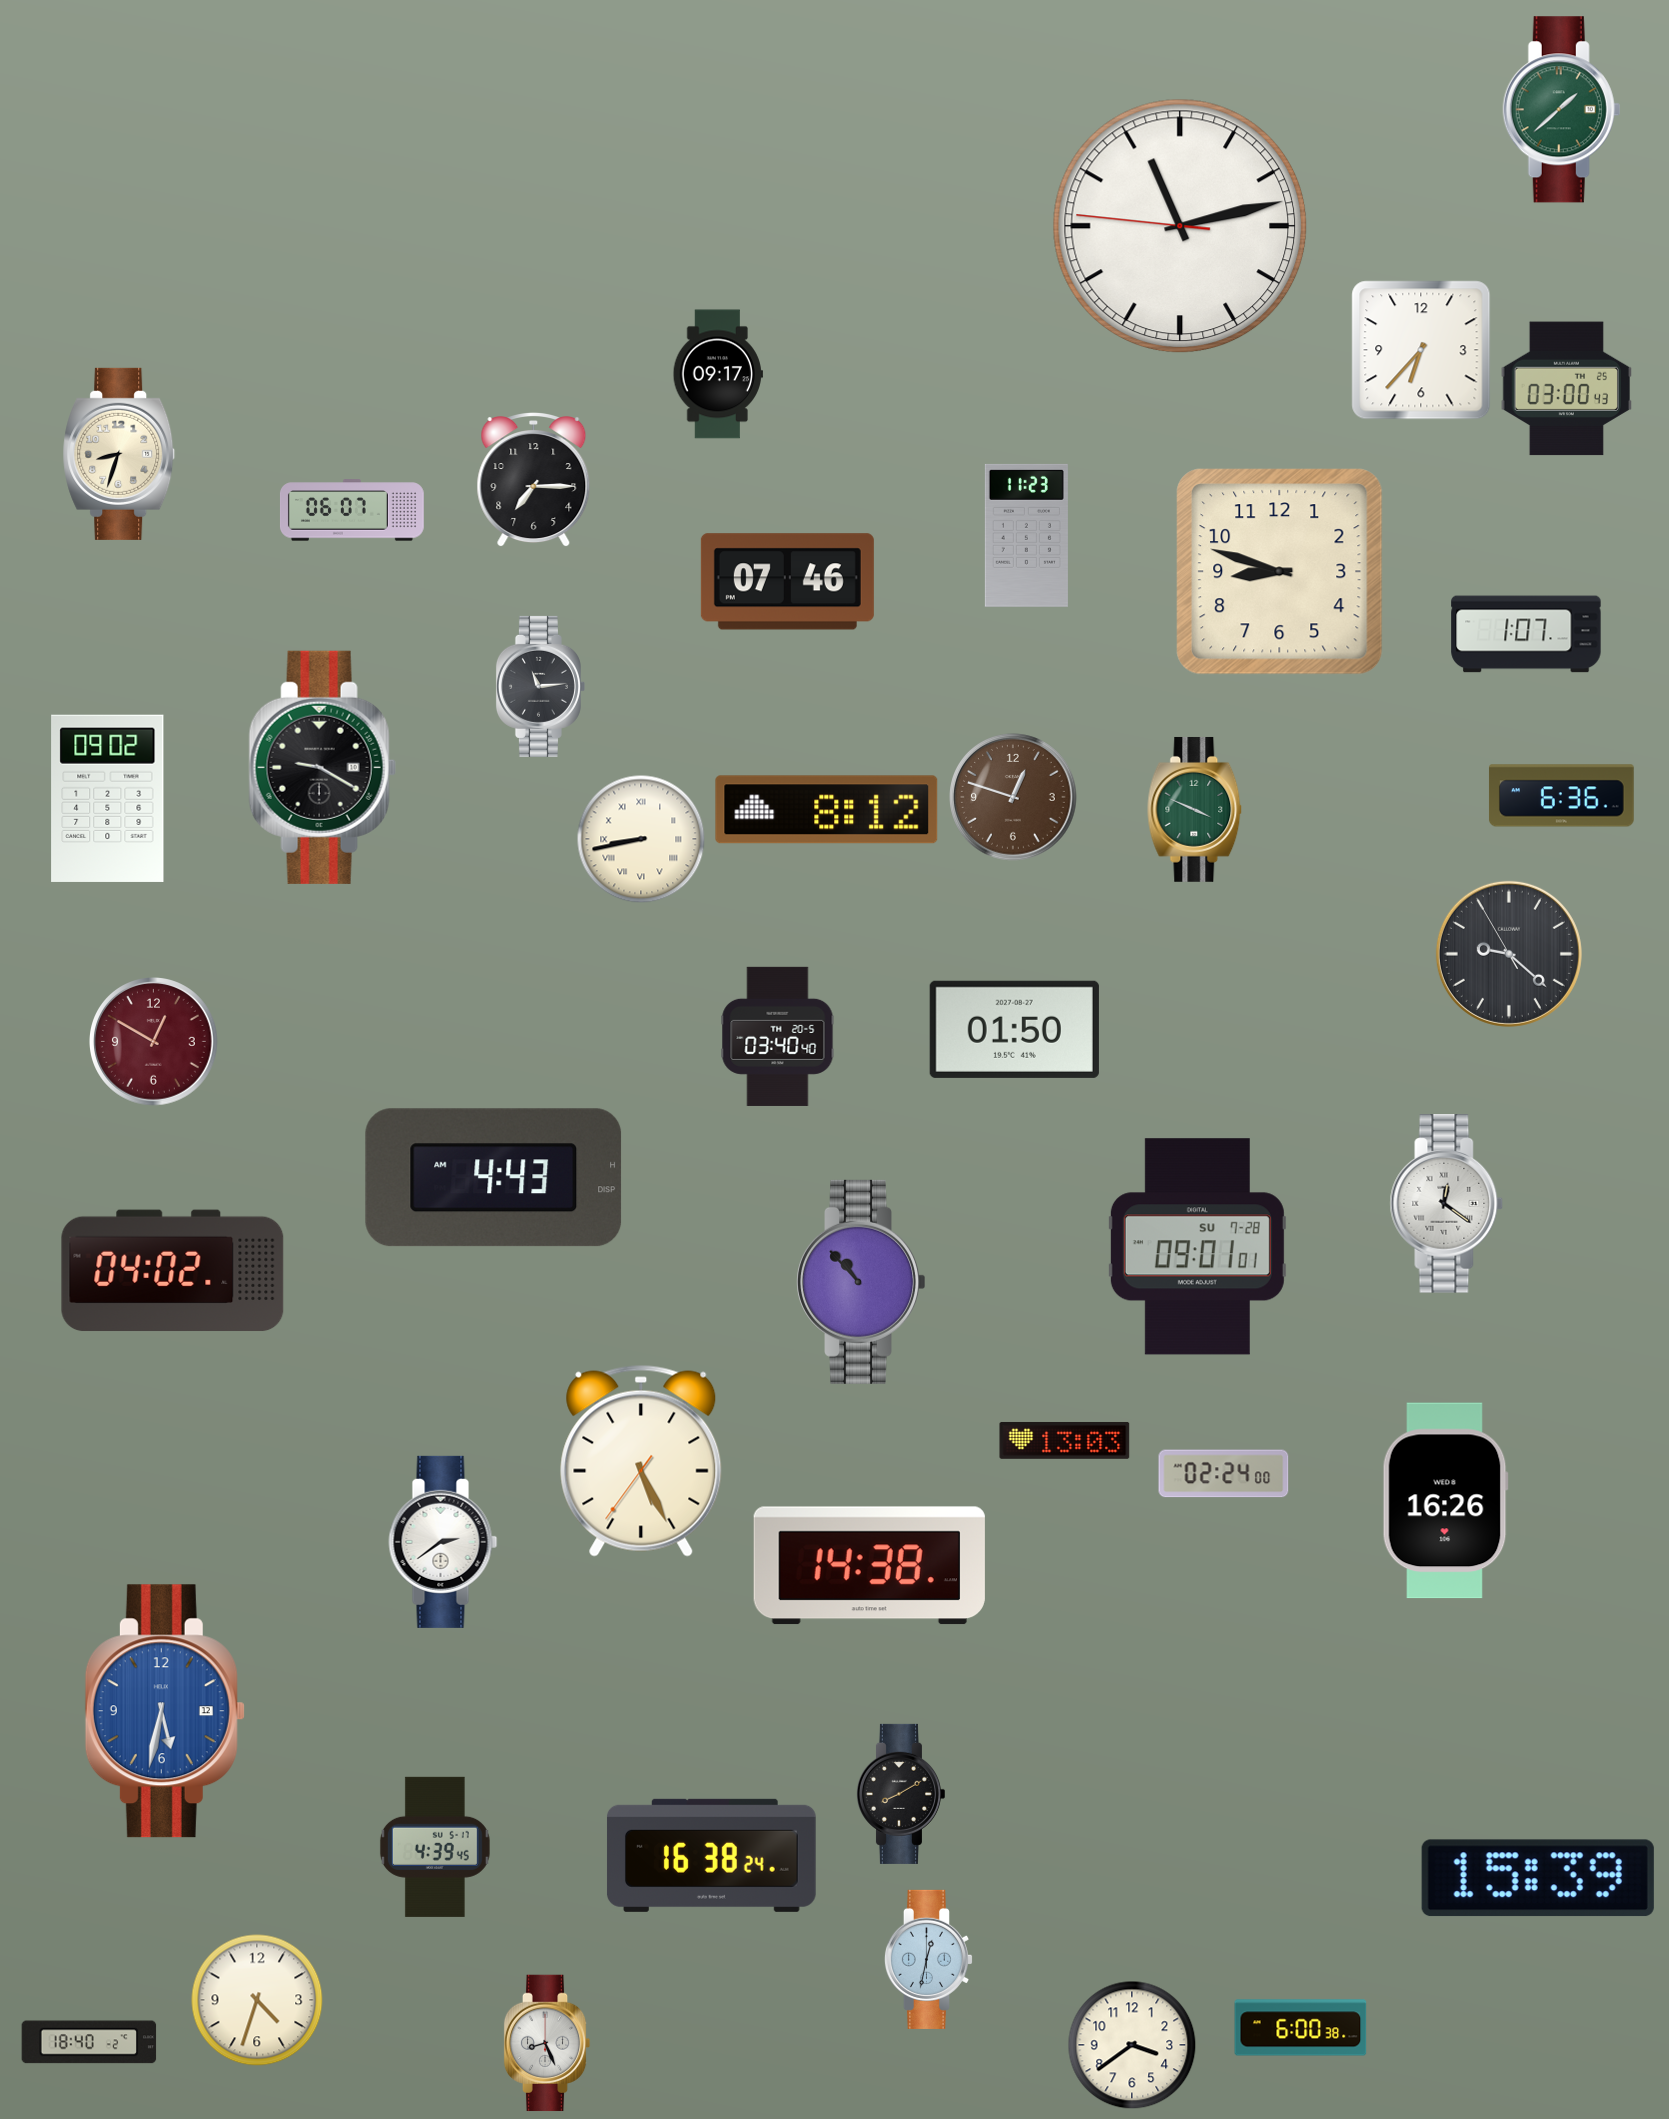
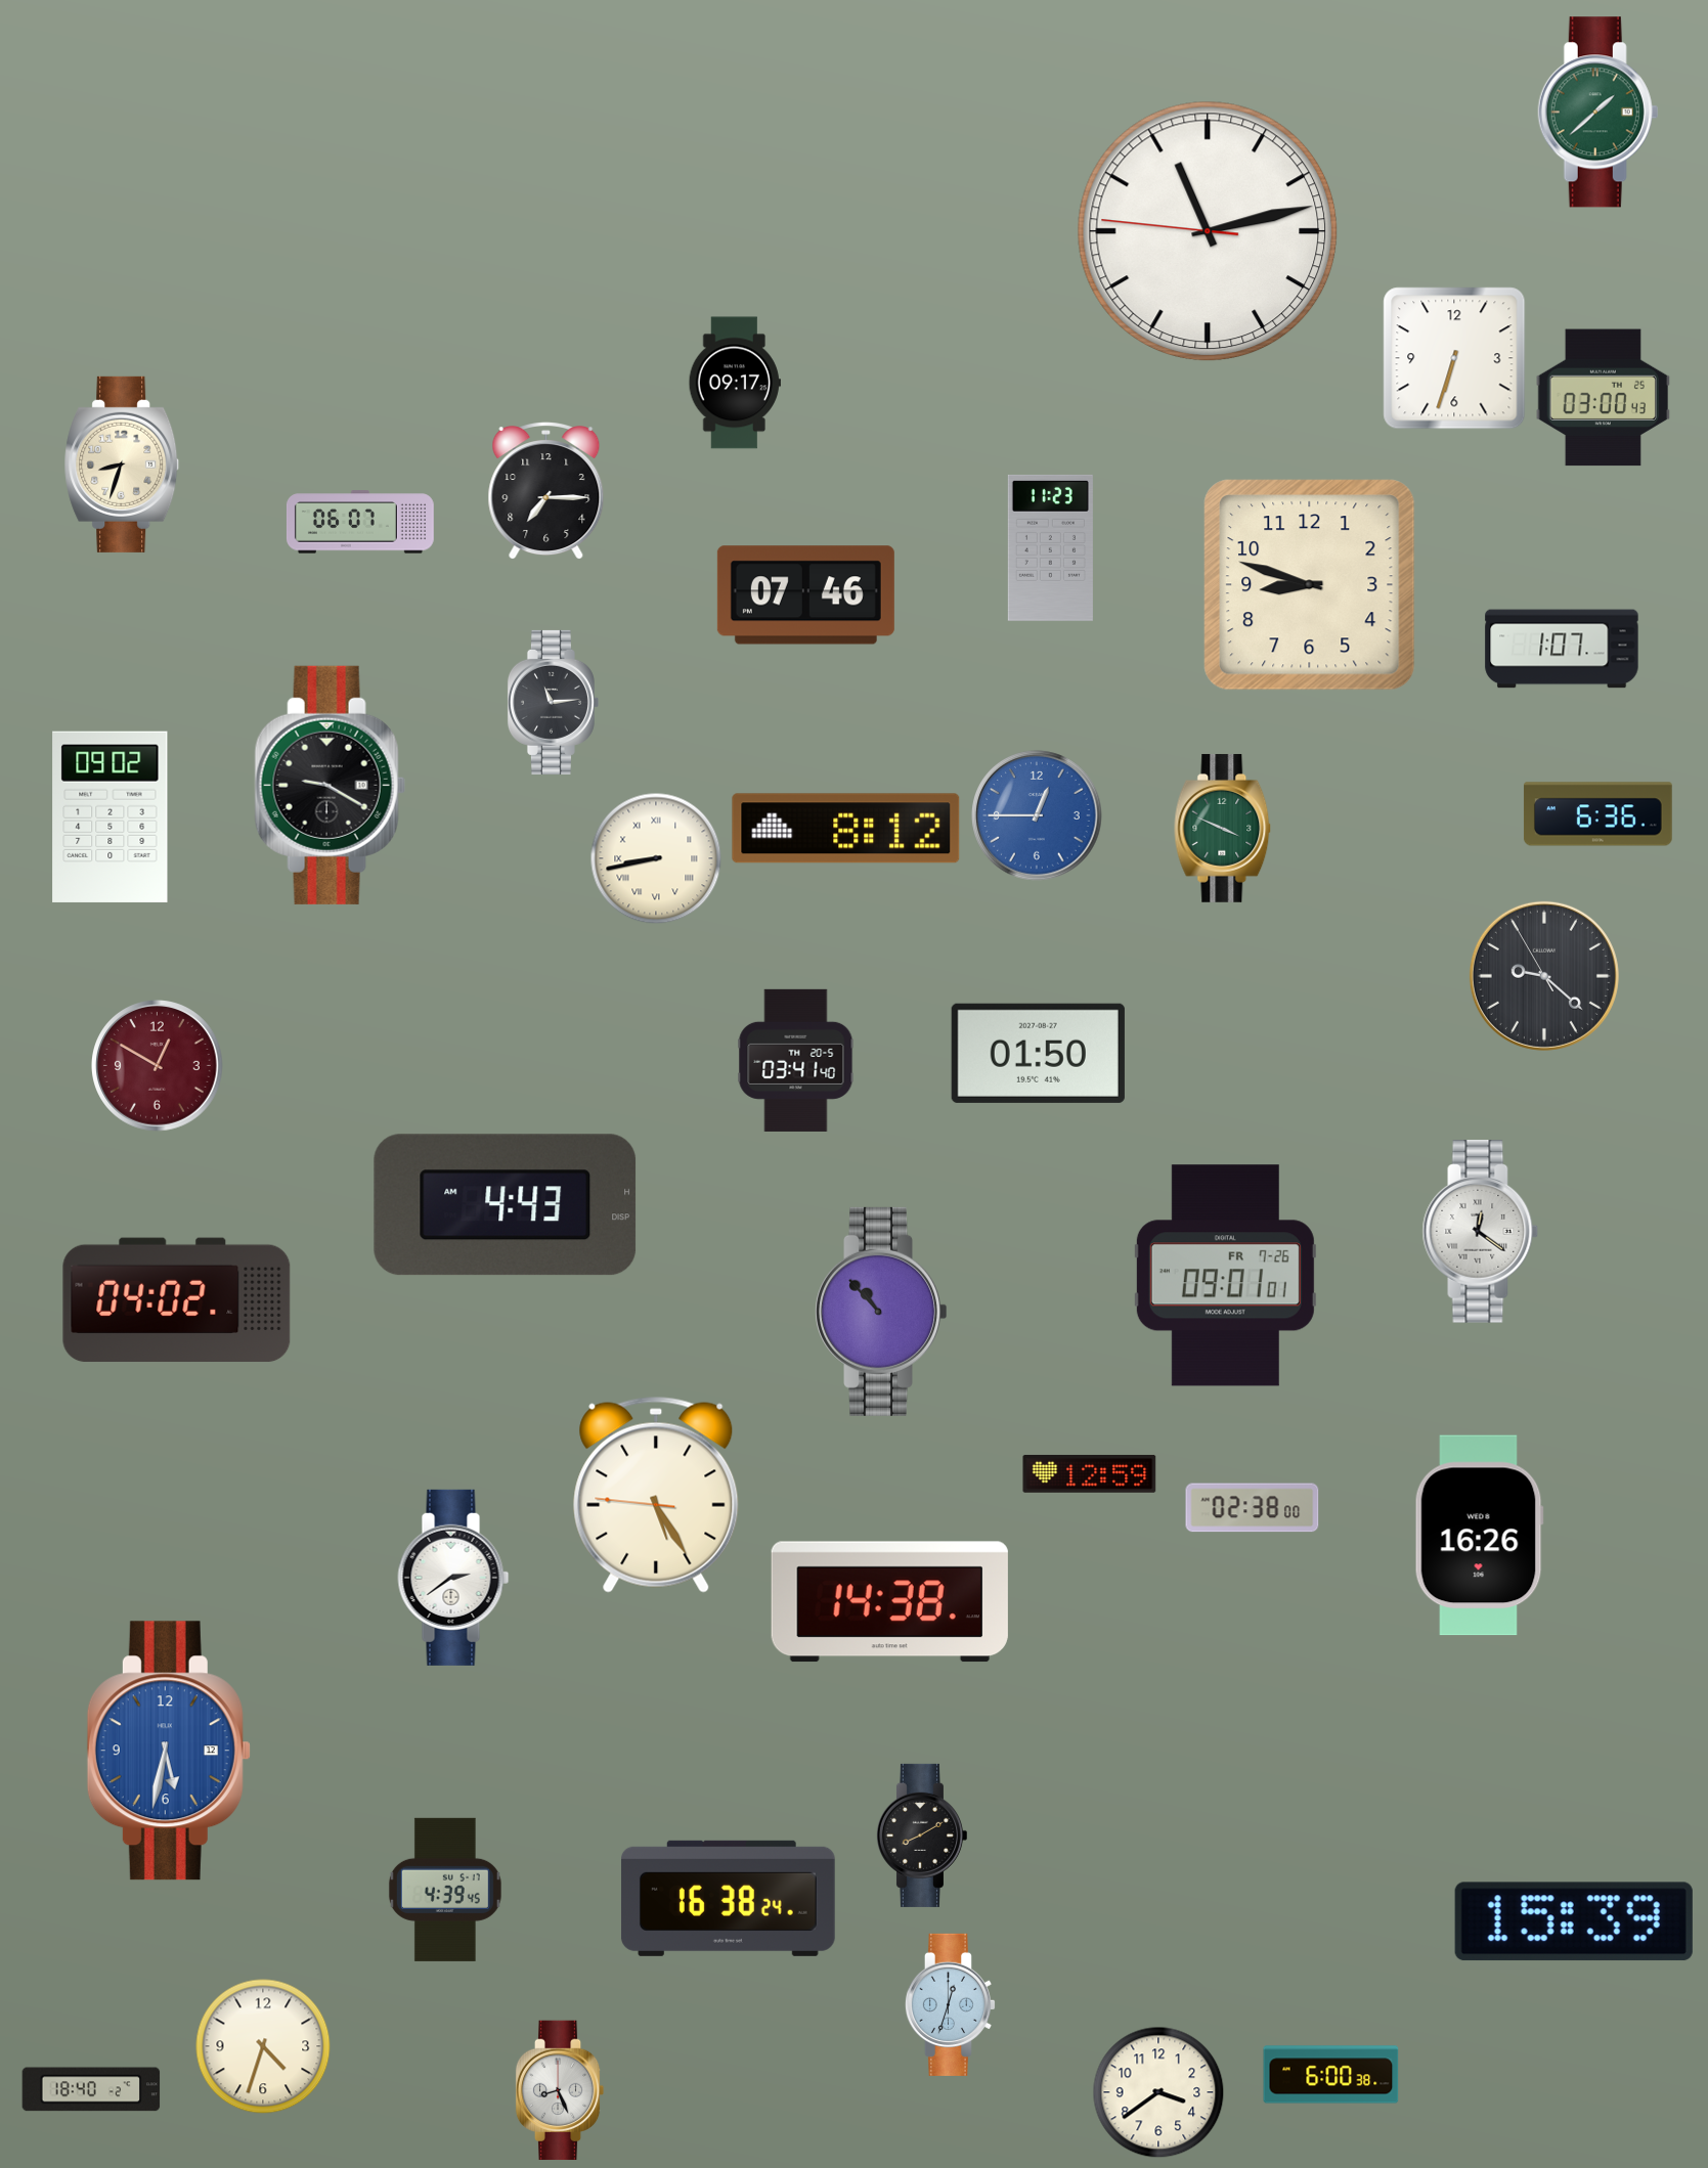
clock at (1421, 350): 6:37 -> 6:33
clock at (1013, 797): 12:48 -> 12:45
clock at (1013, 797) dial: brown -> blue
clock at (778, 1036): 03:40 -> 03:41
clock at (1197, 1247) date: SU 7-28 -> FR 7-26
clock at (1065, 1440): 13:03 -> 12:59
clock at (641, 1461): 5:25 -> 5:24
clock at (1224, 1474): 02:24 -> 02:38
clock at (928, 1959): 12:32 -> 12:33
